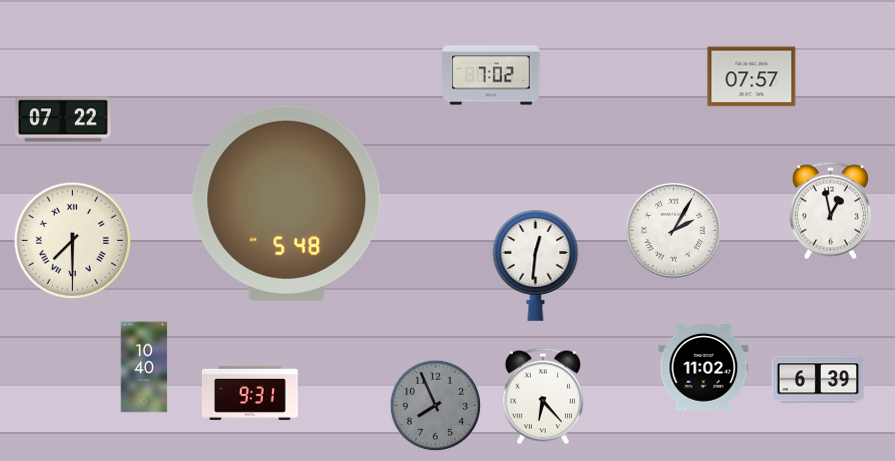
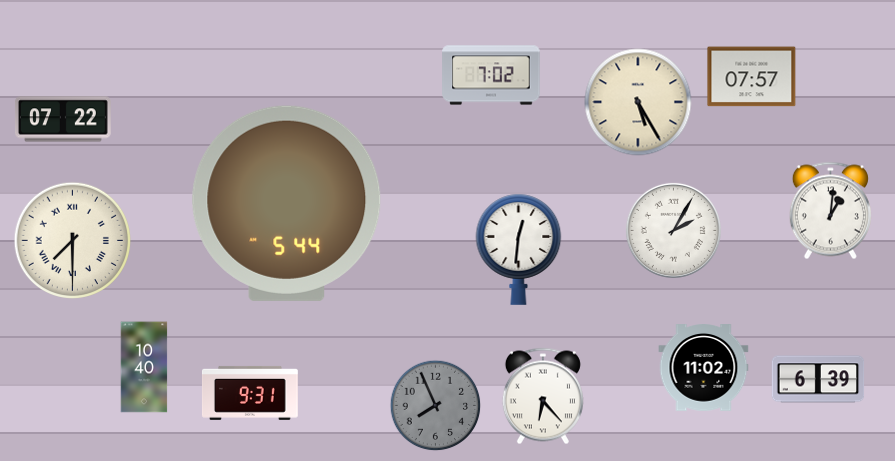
clock at (638, 102): none -> 5:25
clock at (287, 203): 5:48 -> 5:44
clock at (830, 211): 12:58 -> 1:01
clock at (536, 265) position: (536, 265) -> (519, 249)
